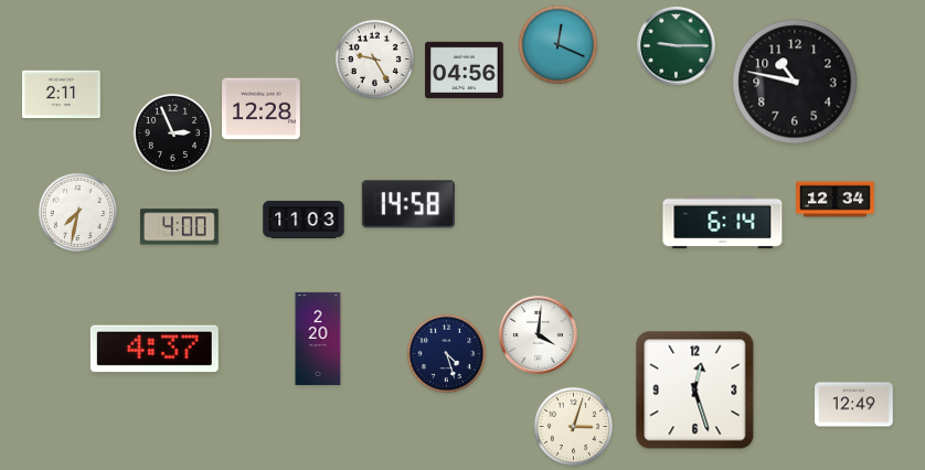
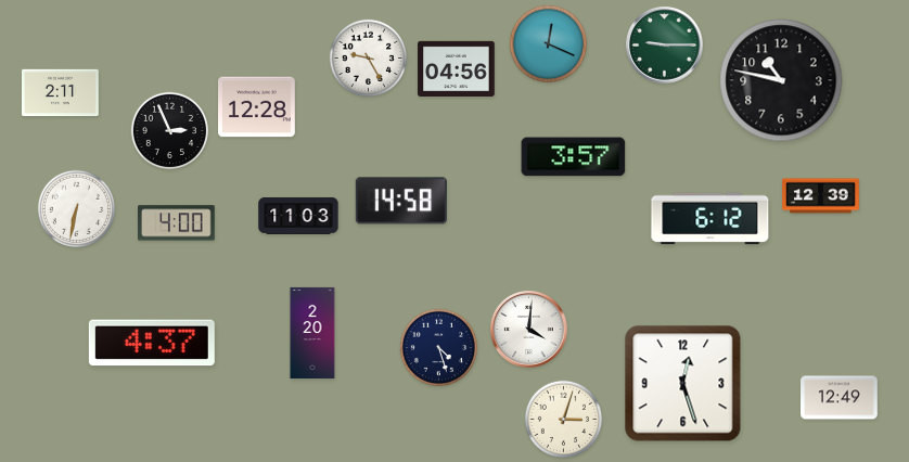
clock at (574, 157): none -> 3:57
clock at (836, 200): 12:34 -> 12:39
clock at (78, 213): 7:32 -> 6:32
clock at (723, 223): 6:14 -> 6:12
